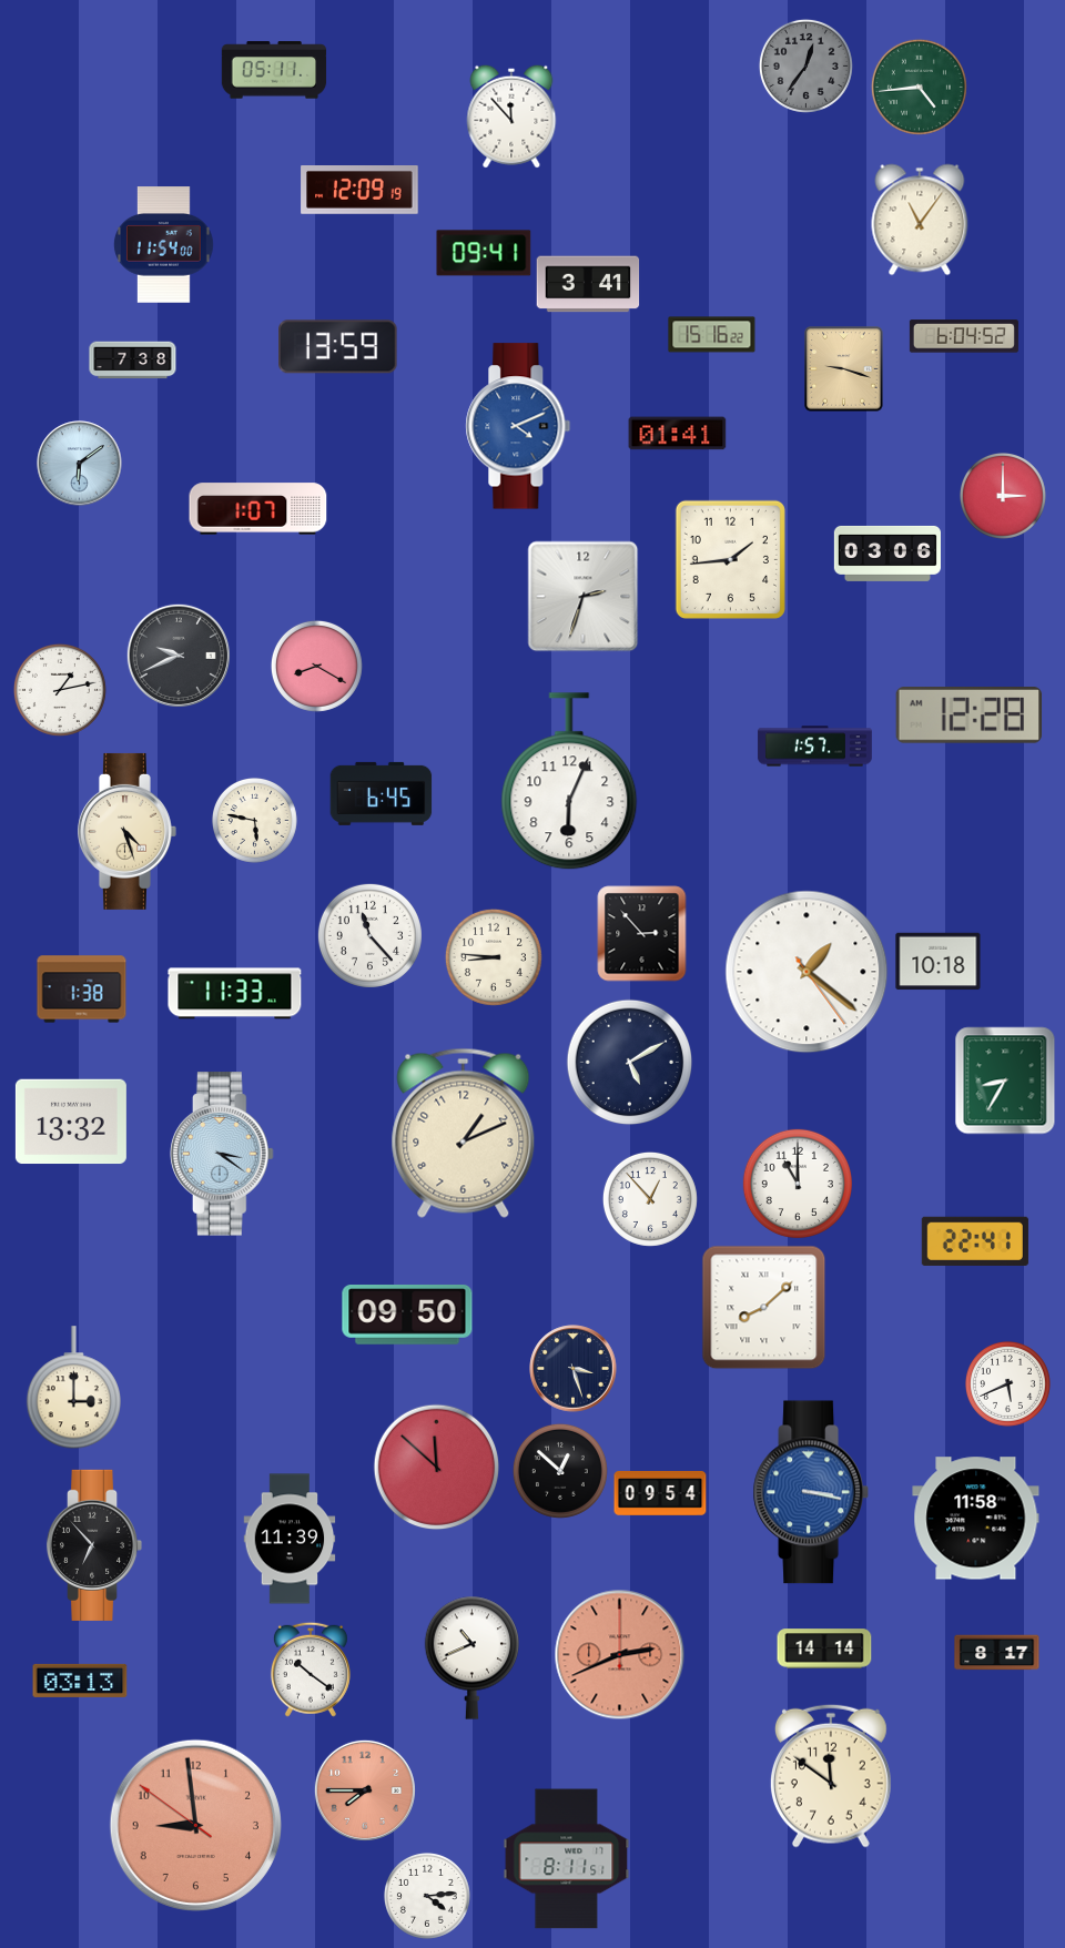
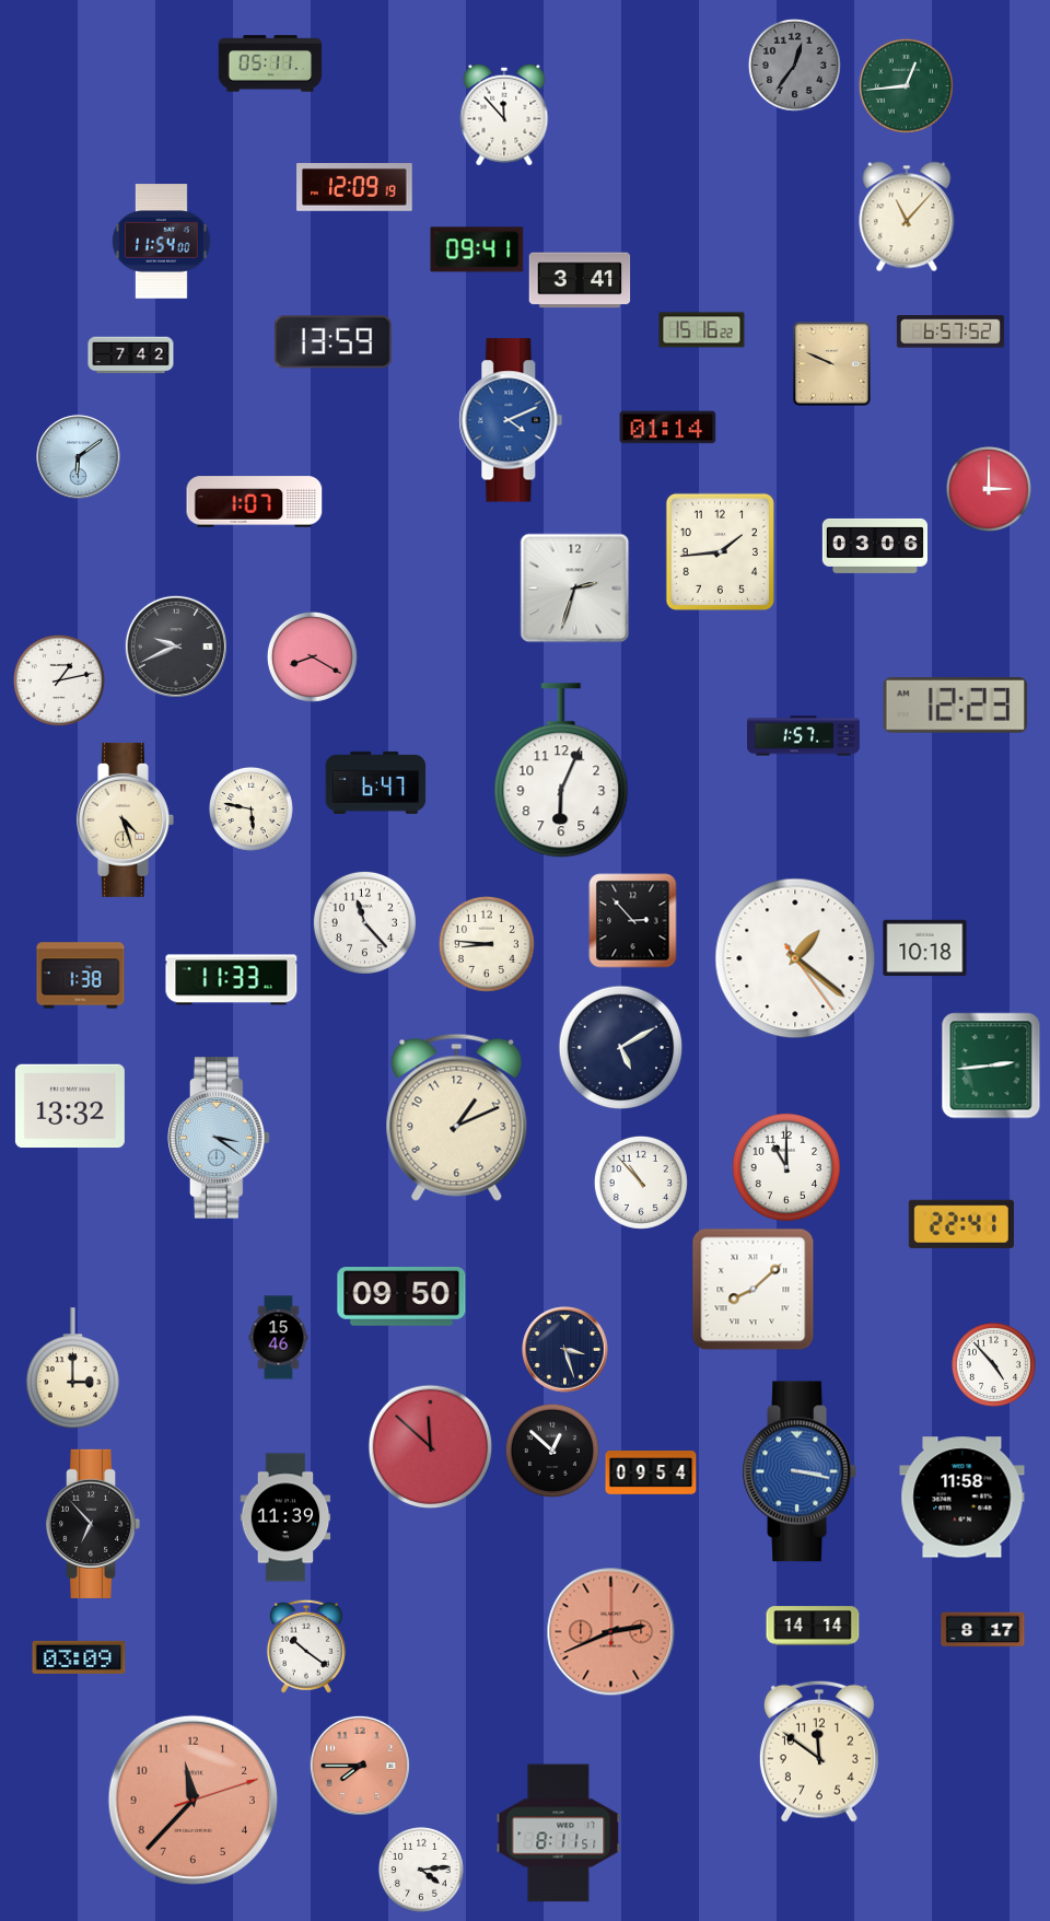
clock at (274, 70) position: (274, 70) -> (270, 63)
clock at (919, 87): 4:44 -> 12:44
clock at (920, 220): 11:06 -> 11:07
clock at (964, 336): 6:04 -> 6:57
clock at (133, 361): 7:38 -> 7:42
clock at (844, 369): 9:18 -> 9:49
clock at (678, 434): 01:41 -> 01:14
clock at (970, 716): 12:28 -> 12:23
clock at (382, 793): 6:45 -> 6:47
clock at (1005, 1080): 8:35 -> 2:44
clock at (650, 1199): 12:53 -> 10:53
clock at (279, 1338): none -> 15:46
clock at (1007, 1383): 5:41 -> 4:53
clock at (471, 1657): 10:41 -> none
clock at (80, 1681): 03:13 -> 03:09
clock at (195, 1825): 8:58 -> 11:37
